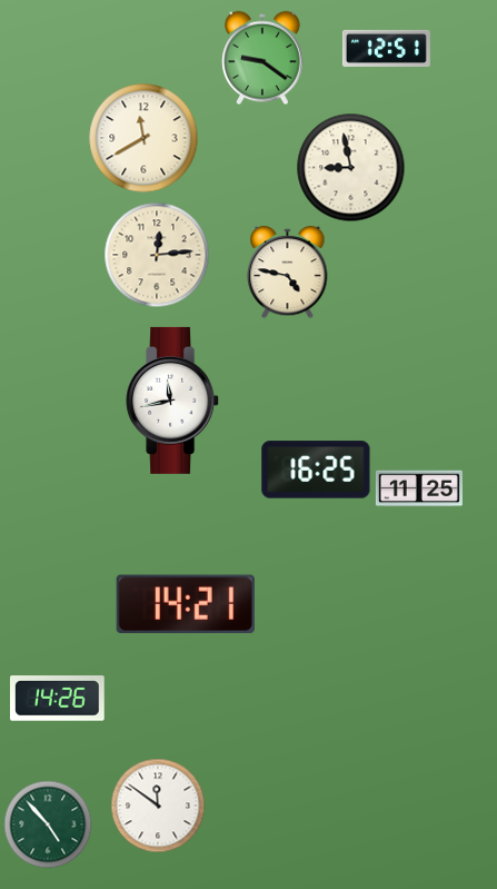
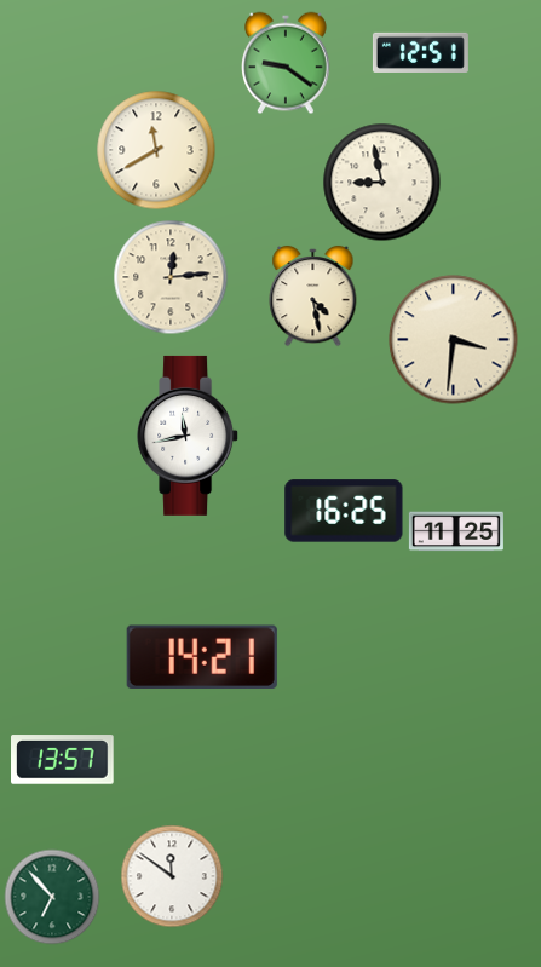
clock at (288, 271): 4:47 -> 4:28
clock at (454, 340): none -> 3:31
clock at (58, 699): 14:26 -> 13:57
clock at (48, 824): 4:53 -> 6:53
